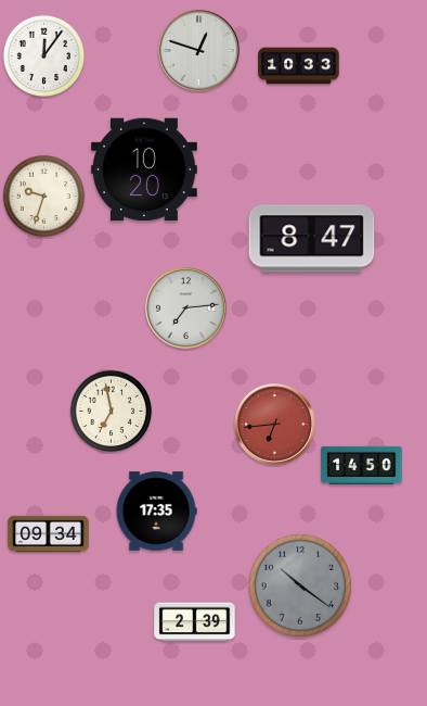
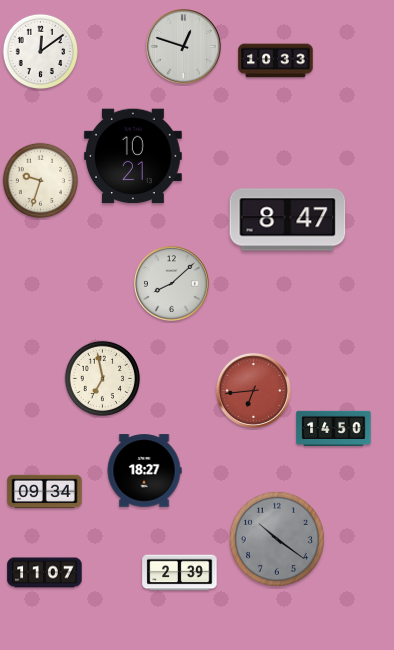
clock at (44, 56): 12:06 -> 12:09
clock at (144, 169): 10:20 -> 10:21
clock at (185, 307): 7:14 -> 8:08
clock at (156, 512): 17:35 -> 18:27
clock at (45, 573): none -> 11:07
